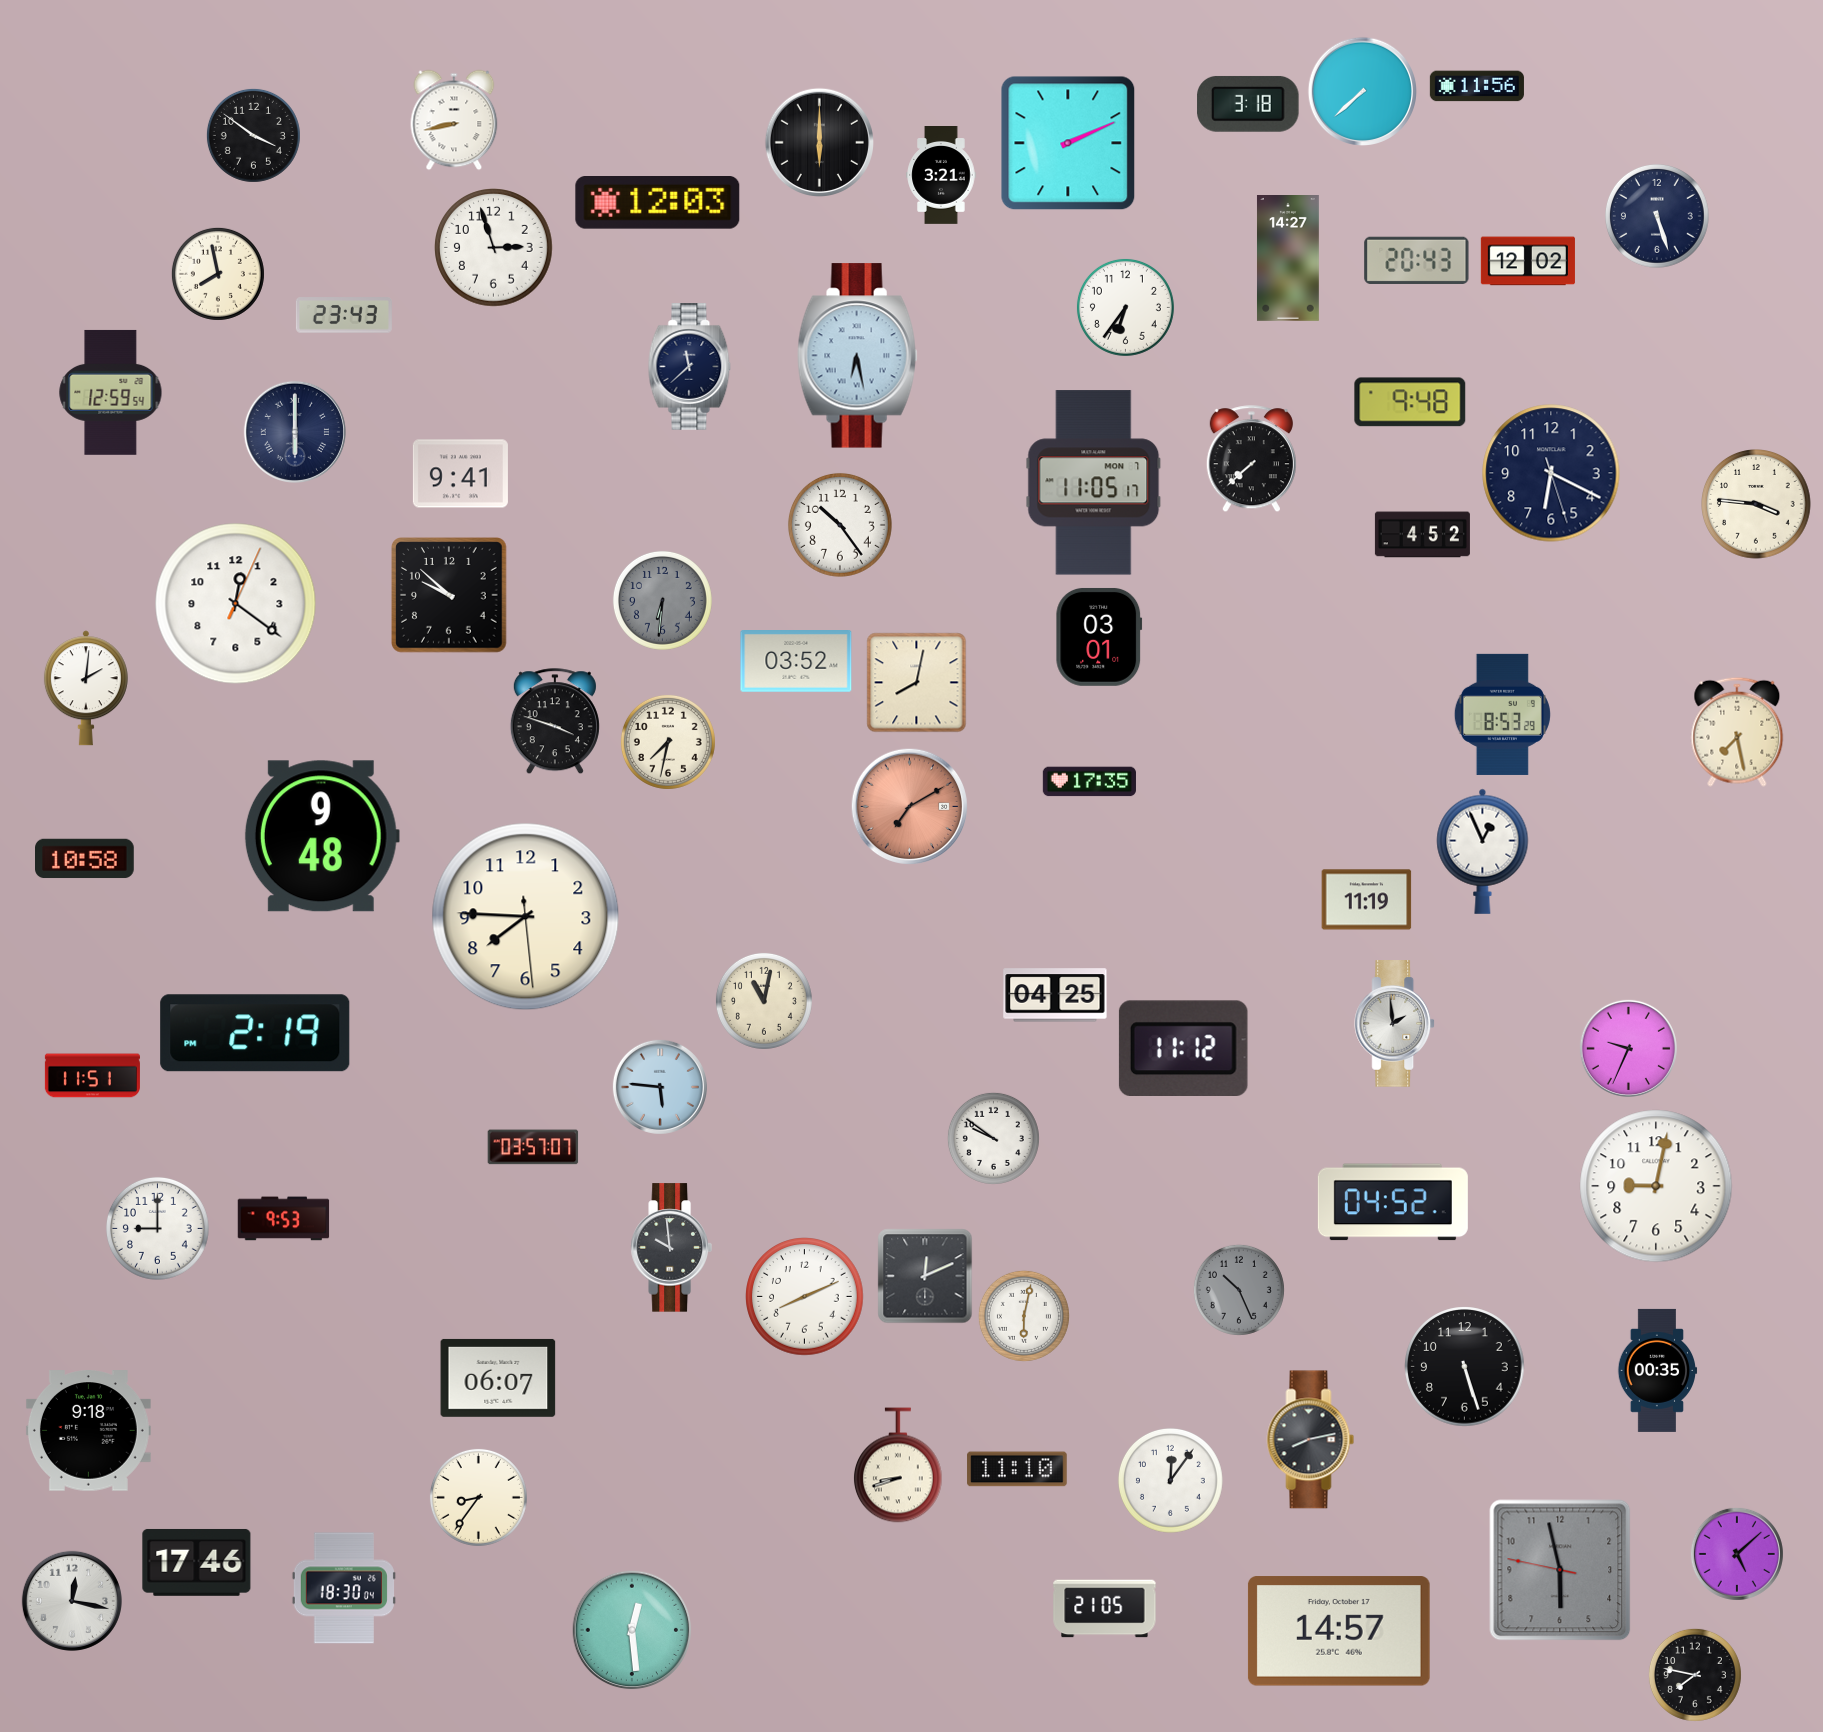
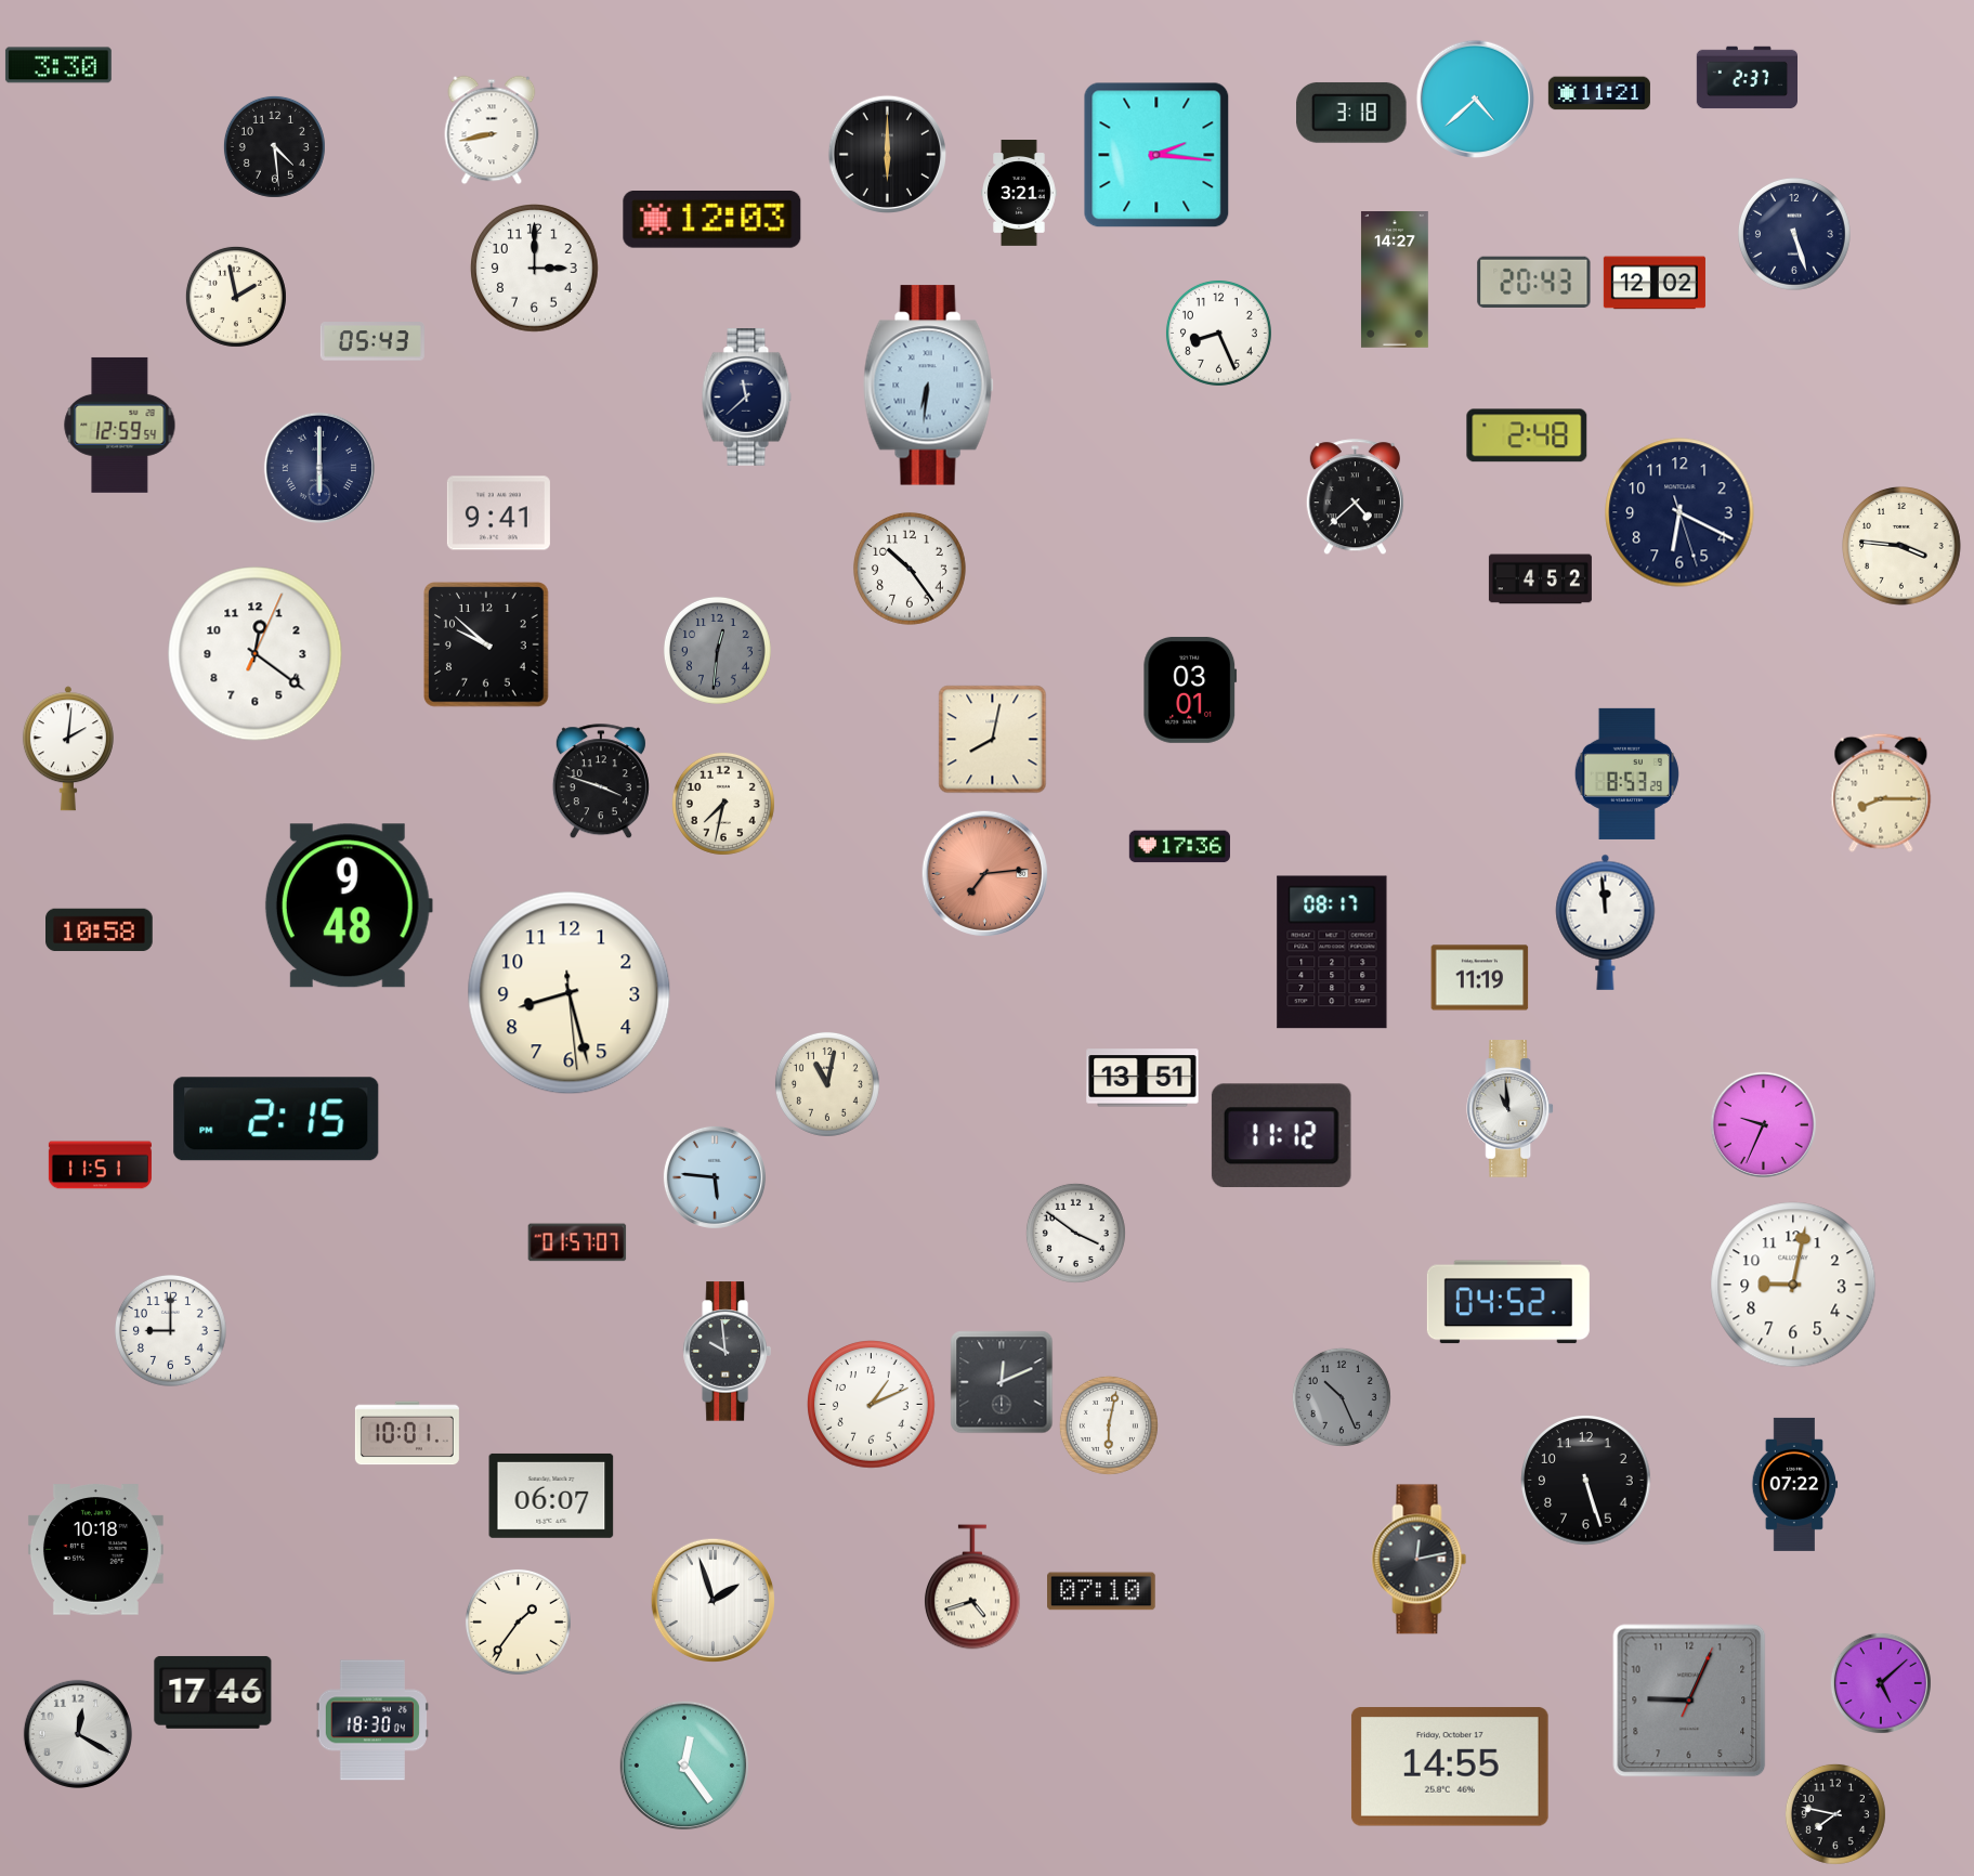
clock at (58, 65): none -> 3:30
clock at (1747, 78): none -> 2:37
clock at (1477, 86): 11:56 -> 11:21
clock at (1362, 91): 7:38 -> 4:38
clock at (253, 135): 3:51 -> 4:29
clock at (1068, 143): 2:11 -> 2:16
clock at (941, 176) position: (941, 176) -> (1019, 194)
clock at (494, 248): 2:57 -> 3:00
clock at (218, 274): 7:58 -> 1:58
clock at (1125, 307): 6:36 -> 8:26
clock at (344, 315): 23:43 -> 05:43
clock at (858, 356): 6:28 -> 6:31
clock at (1410, 402): 9:48 -> 2:48
clock at (1251, 459): 7:38 -> 4:38
clock at (1094, 483): 11:05 -> none
clock at (662, 600): 6:31 -> 12:31
clock at (796, 662): 03:52 -> none
clock at (86, 688) position: (86, 688) -> (68, 748)
clock at (1737, 732): 7:28 -> 8:15
clock at (1089, 782): 17:35 -> 17:36
clock at (910, 807): 7:10 -> 7:14
clock at (1483, 851): 12:56 -> 11:59
clock at (85, 859) position: (85, 859) -> (100, 930)
clock at (1332, 952): none -> 08:17
clock at (1367, 900) position: (1367, 900) -> (1480, 978)
clock at (526, 917): 7:45 -> 8:27
clock at (1055, 995): 04:25 -> 13:51
clock at (1395, 1024): 1:59 -> 10:59
clock at (255, 1033): 2:19 -> 2:15
clock at (1628, 1048) position: (1628, 1048) -> (1763, 1124)
clock at (993, 1138): 9:51 -> 3:51
clock at (533, 1147): 03:57 -> 01:57
clock at (284, 1219): 9:53 -> none
clock at (805, 1297): 8:11 -> 1:11
clock at (407, 1433): none -> 10:01
clock at (1658, 1370): 00:35 -> 07:22
clock at (498, 1378) position: (498, 1378) -> (551, 1496)
clock at (88, 1431): 9:18 -> 10:18
clock at (1311, 1440): 8:13 -> 12:13
clock at (899, 1465): 8:42 -> 4:42
clock at (1017, 1469): 11:10 -> 07:10
clock at (714, 1601): none -> 1:57
clock at (1170, 1480): 12:06 -> none
clock at (478, 1497): 8:36 -> 1:36
clock at (1560, 1570): 5:57 -> 9:04
clock at (72, 1601): 12:17 -> 12:20
clock at (1105, 1609): 21:05 -> none
clock at (632, 1630): 12:29 -> 12:24
clock at (1339, 1631): 14:57 -> 14:55
